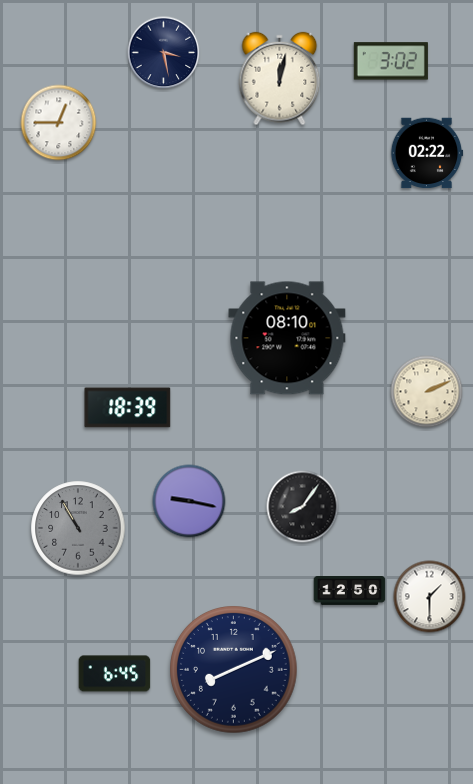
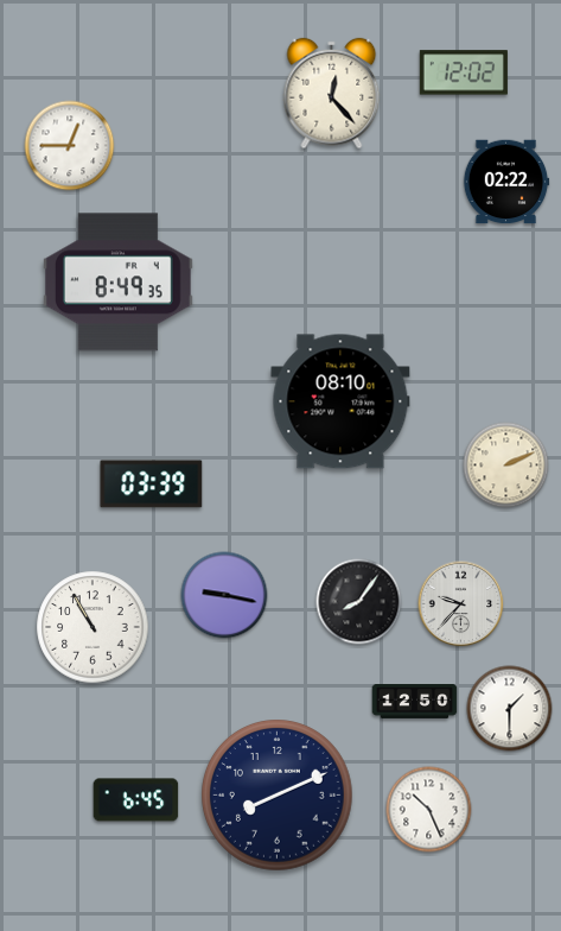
clock at (164, 53): 3:28 -> none
clock at (391, 61): 3:02 -> 12:02
clock at (280, 79): 12:02 -> 12:23
clock at (117, 283): none -> 8:49
clock at (128, 408): 18:39 -> 03:39
clock at (461, 604): none -> 9:37
clock at (78, 528) dial: grey -> white
clock at (429, 810): none -> 10:26
